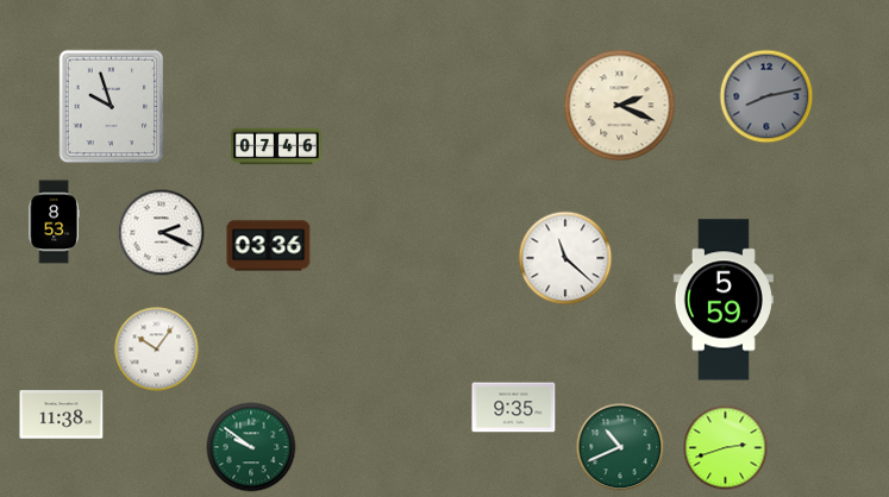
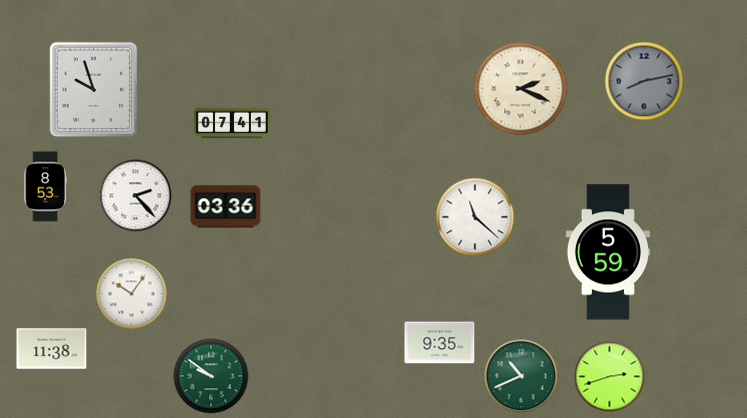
clock at (276, 146): 07:46 -> 07:41
clock at (162, 233): 2:19 -> 2:23
clock at (514, 408) position: (514, 408) -> (440, 343)
